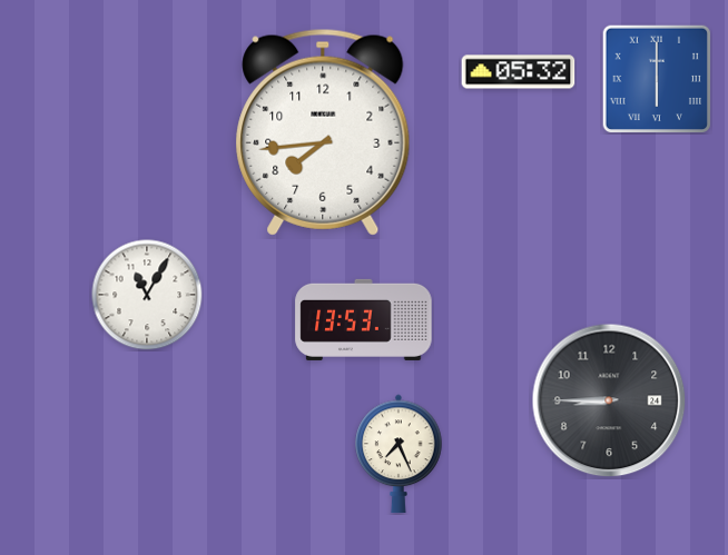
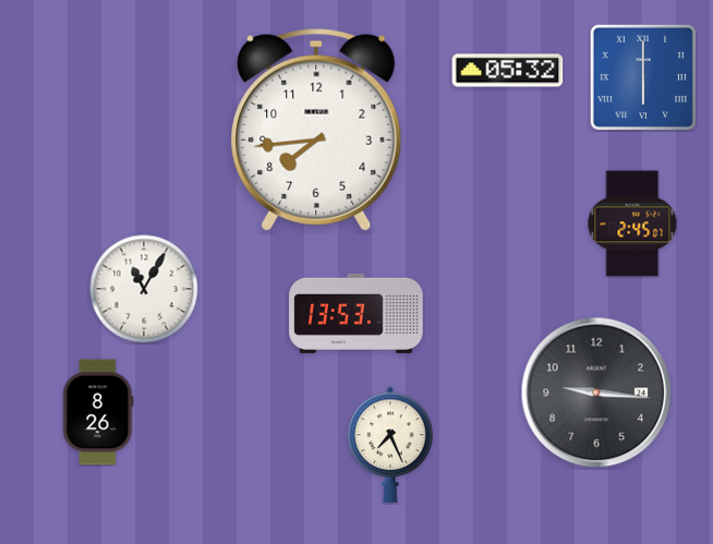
clock at (632, 223): none -> 2:45
clock at (609, 400): 8:45 -> 9:16
clock at (98, 412): none -> 8:26
